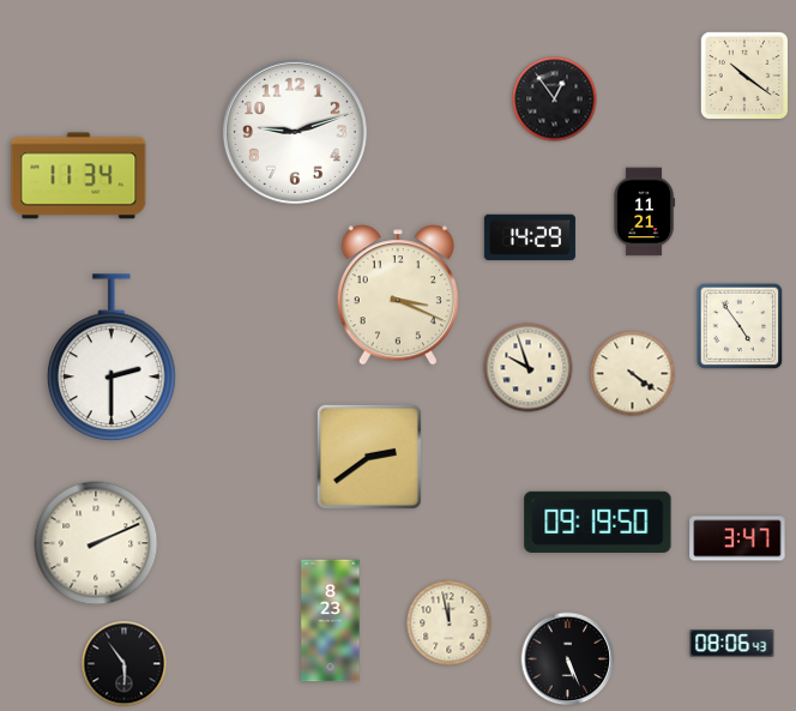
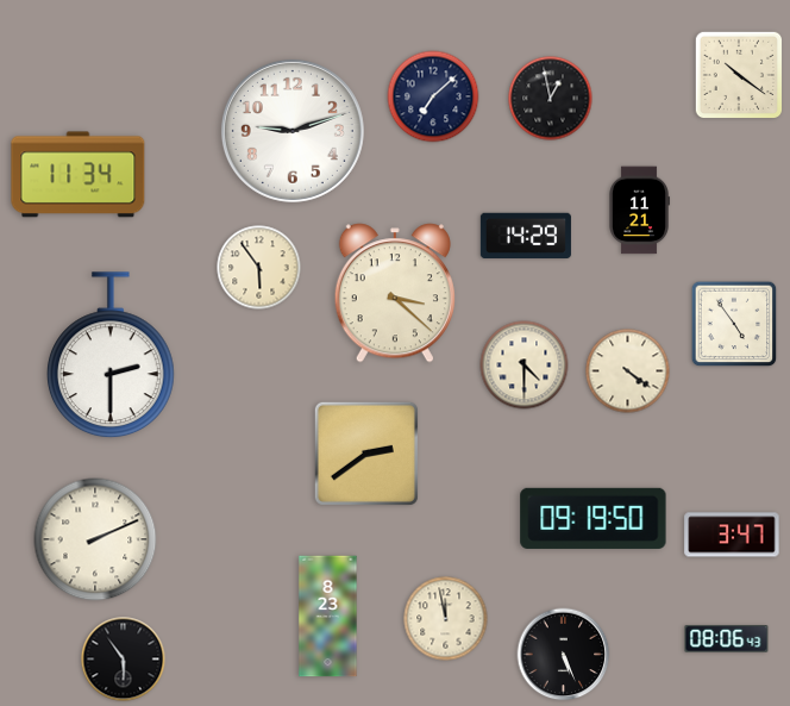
clock at (433, 96): none -> 7:08
clock at (555, 100): 12:54 -> 12:58
clock at (259, 268): none -> 5:54
clock at (398, 295): 3:19 -> 3:22
clock at (529, 368): 9:57 -> 4:30
